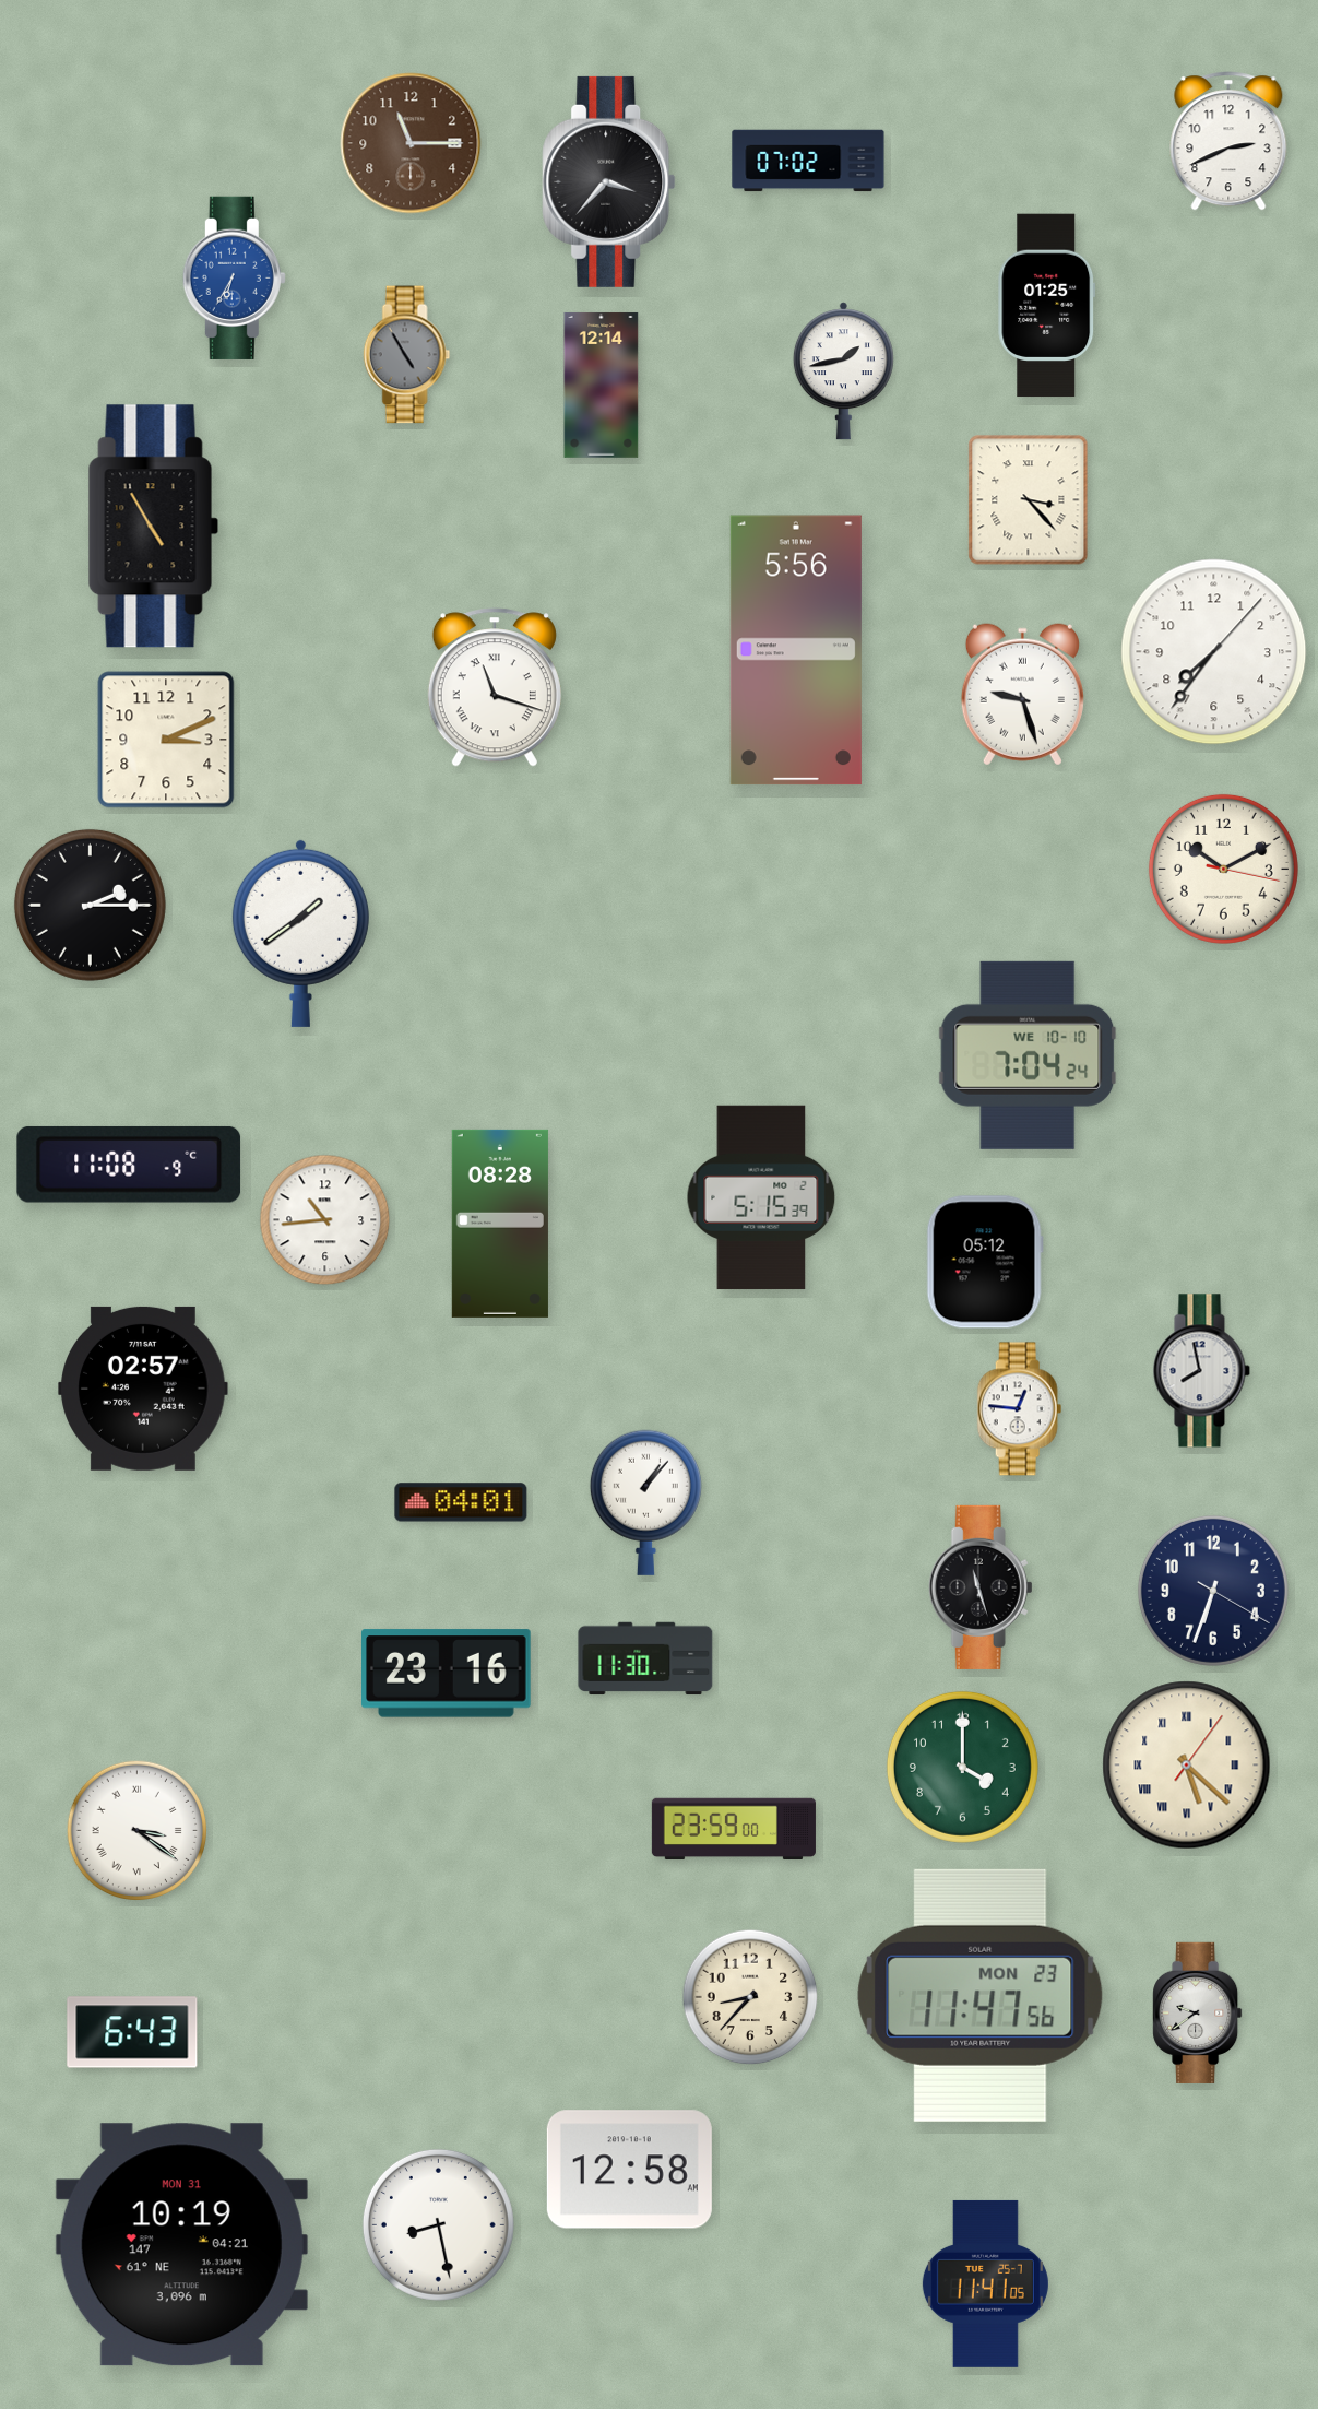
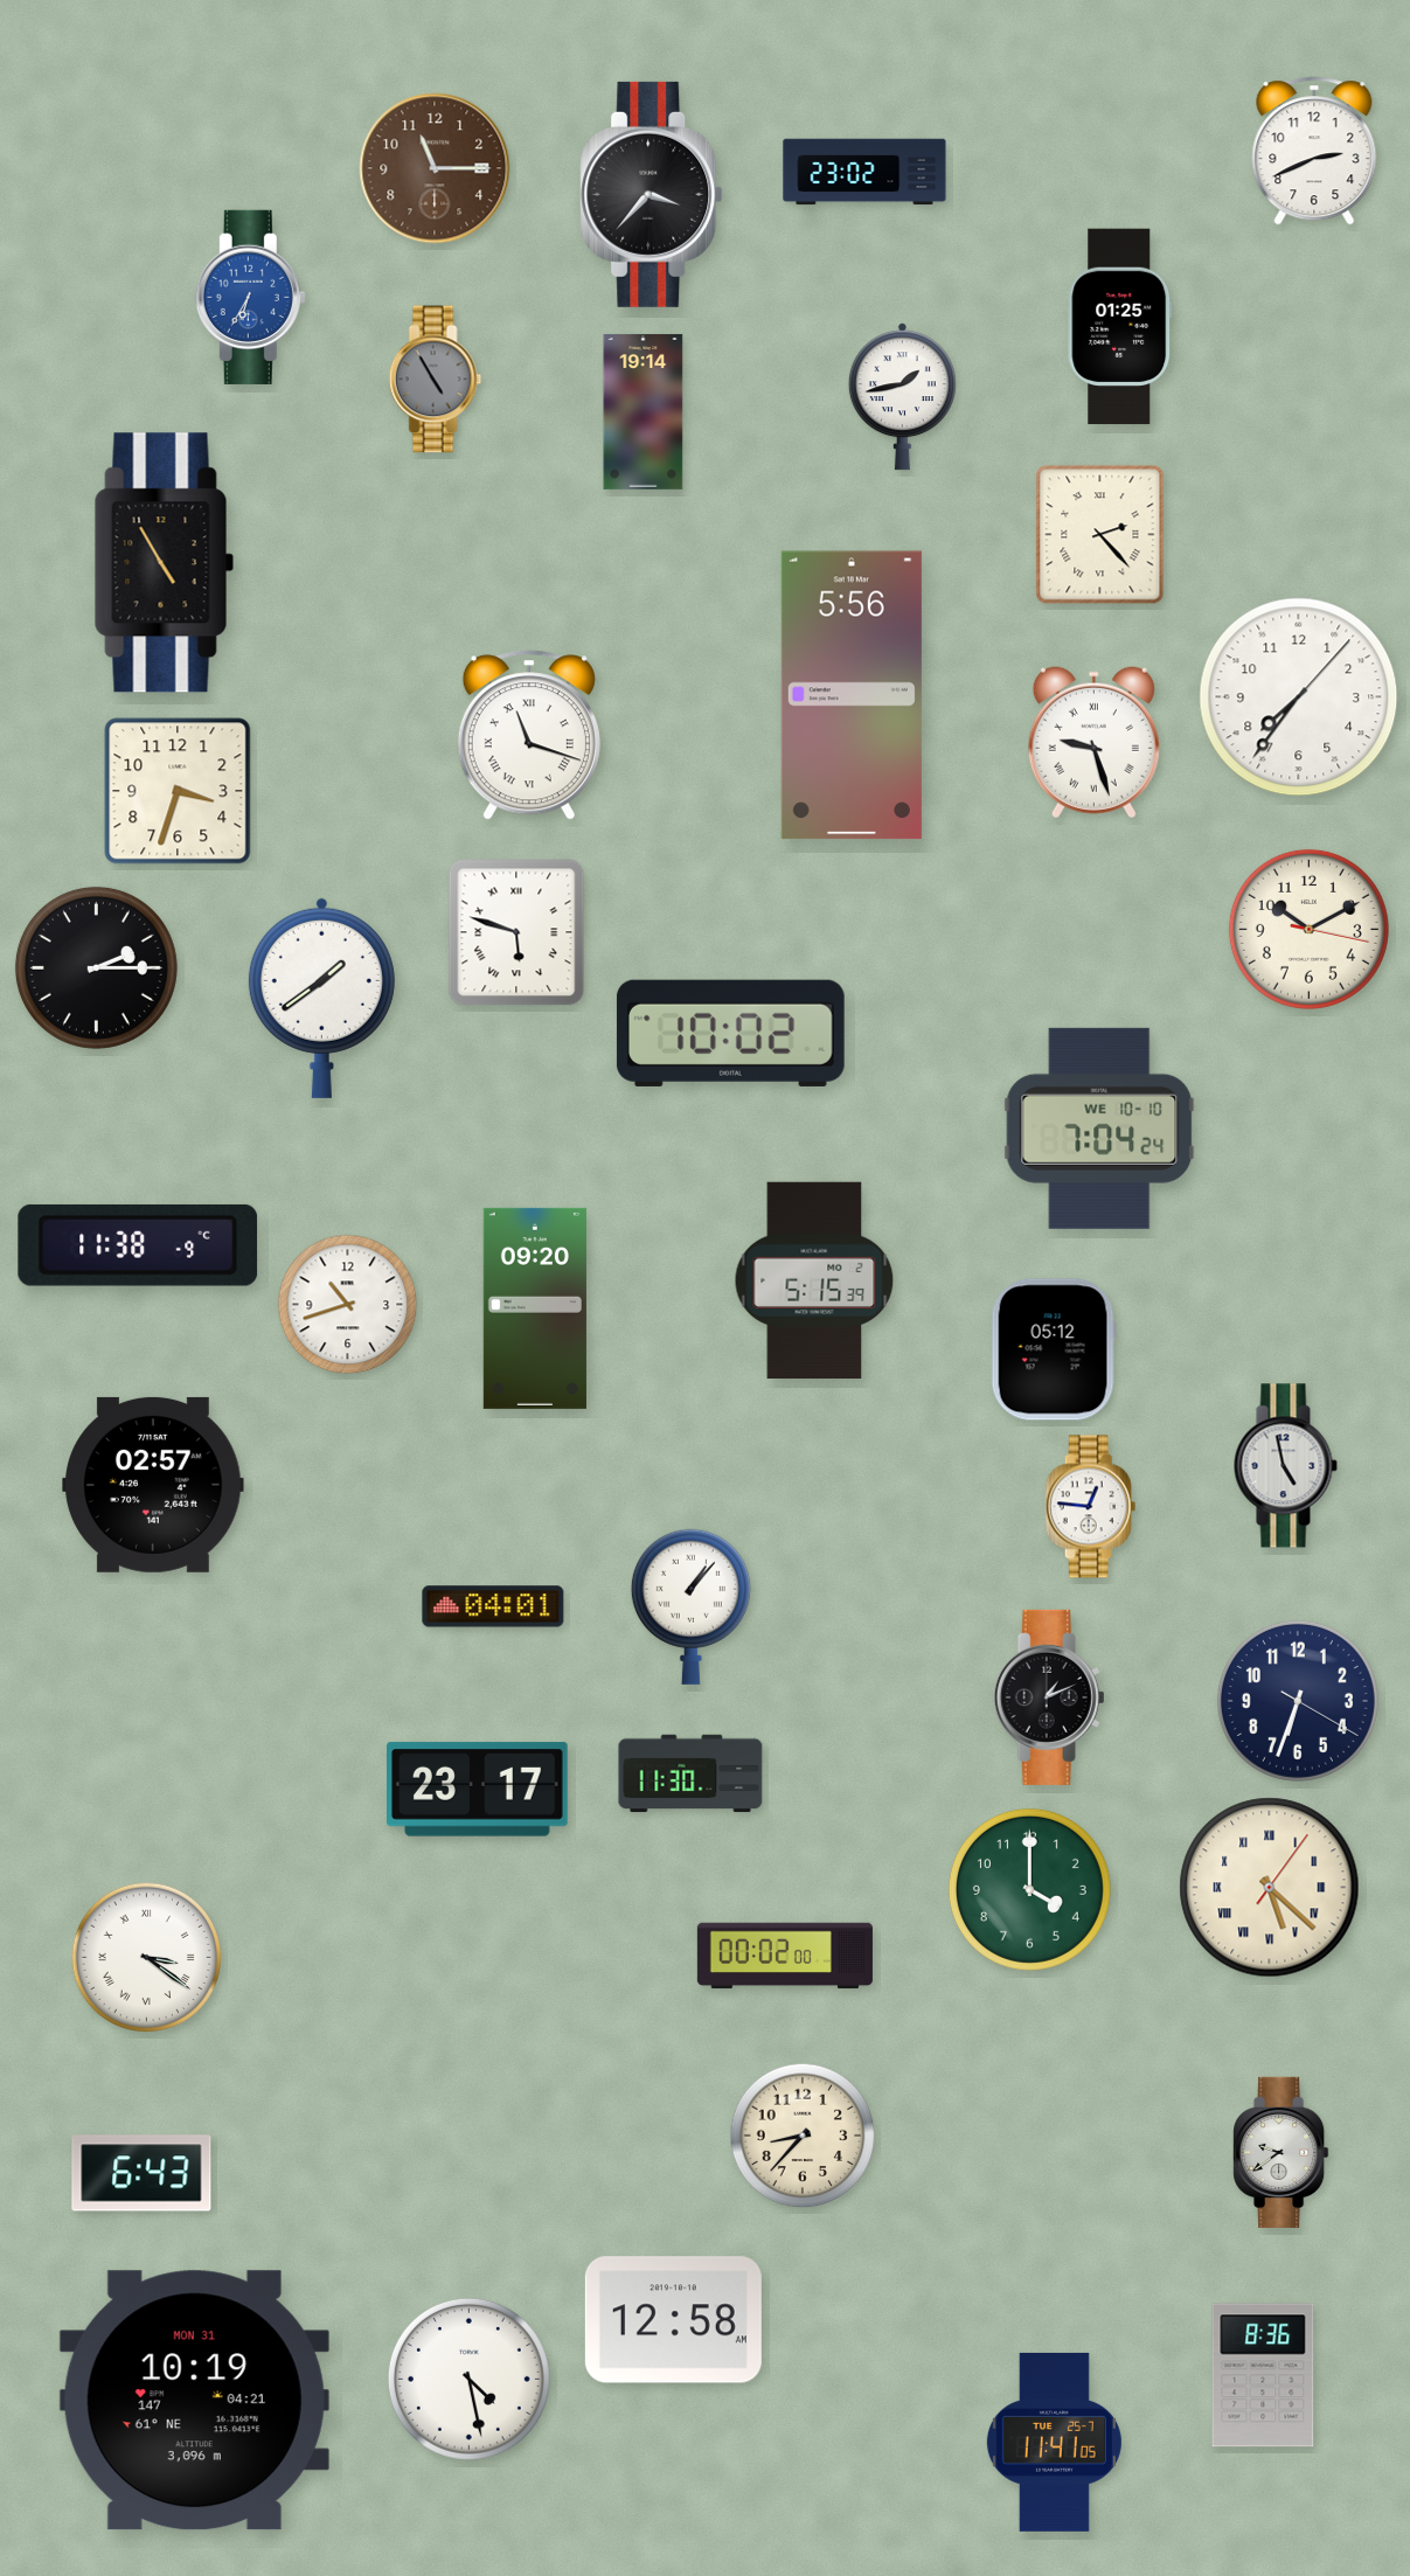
clock at (411, 143) position: (411, 143) -> (435, 168)
clock at (808, 161): 07:02 -> 23:02
clock at (602, 385): 12:14 -> 19:14
clock at (1029, 500): 3:23 -> 2:23
clock at (166, 740): 3:11 -> 3:33
clock at (516, 932): none -> 5:48
clock at (730, 1033): none -> 10:02
clock at (129, 1165): 11:08 -> 11:38
clock at (325, 1220): 10:44 -> 10:42
clock at (500, 1224): 08:28 -> 09:20
clock at (1201, 1371): 7:58 -> 4:58
clock at (981, 1587): 11:27 -> 1:11
clock at (447, 1674): 23:16 -> 23:17
clock at (734, 1829): 23:59 -> 00:02
clock at (981, 1995): 11:47 -> none
clock at (1263, 2375): none -> 8:36
clock at (438, 2224): 8:28 -> 4:28
